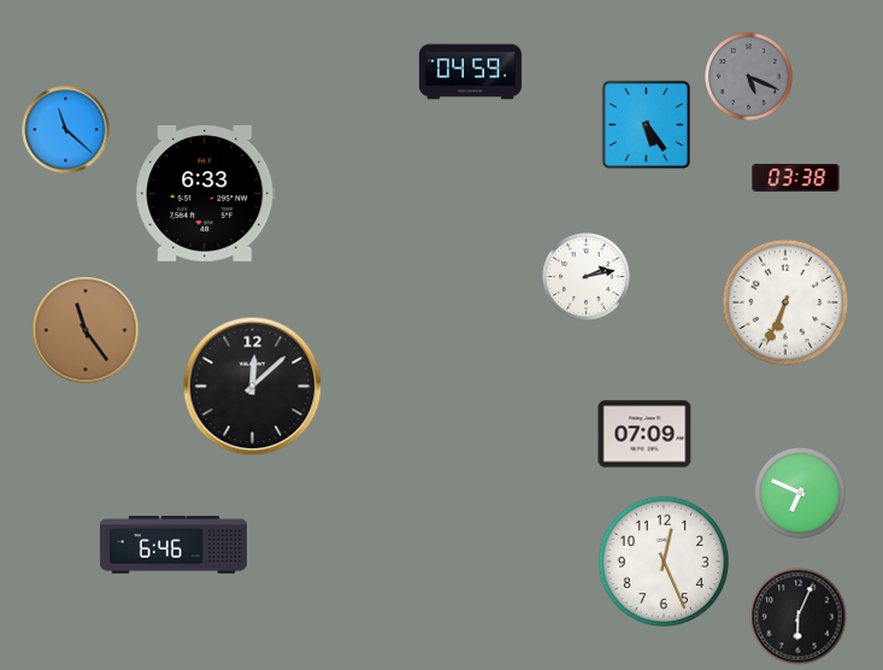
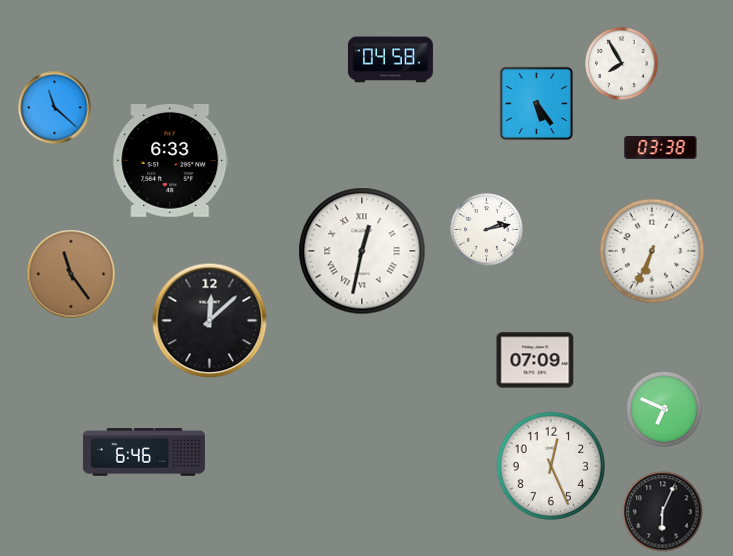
clock at (470, 72): 04:59 -> 04:58
clock at (749, 77): 5:19 -> 7:55
clock at (749, 77) dial: grey -> white
clock at (362, 251): none -> 12:32
